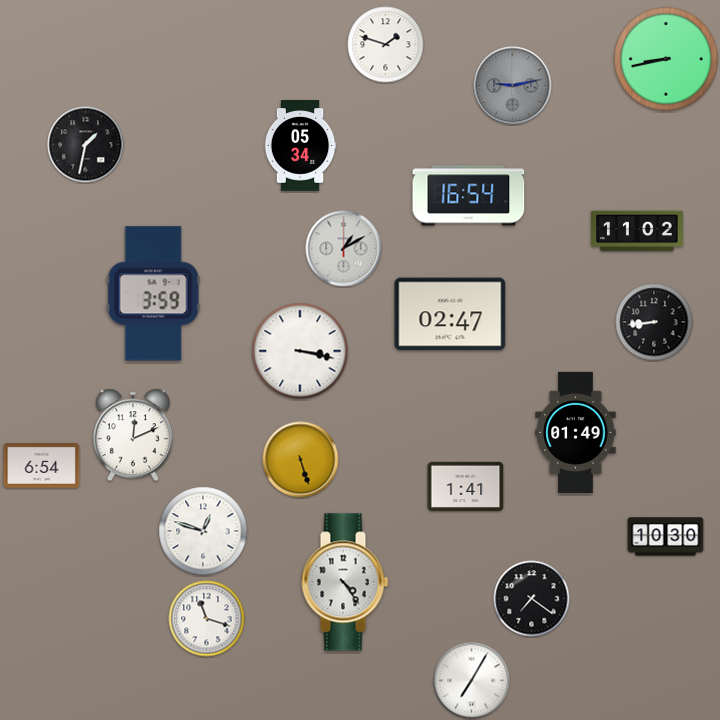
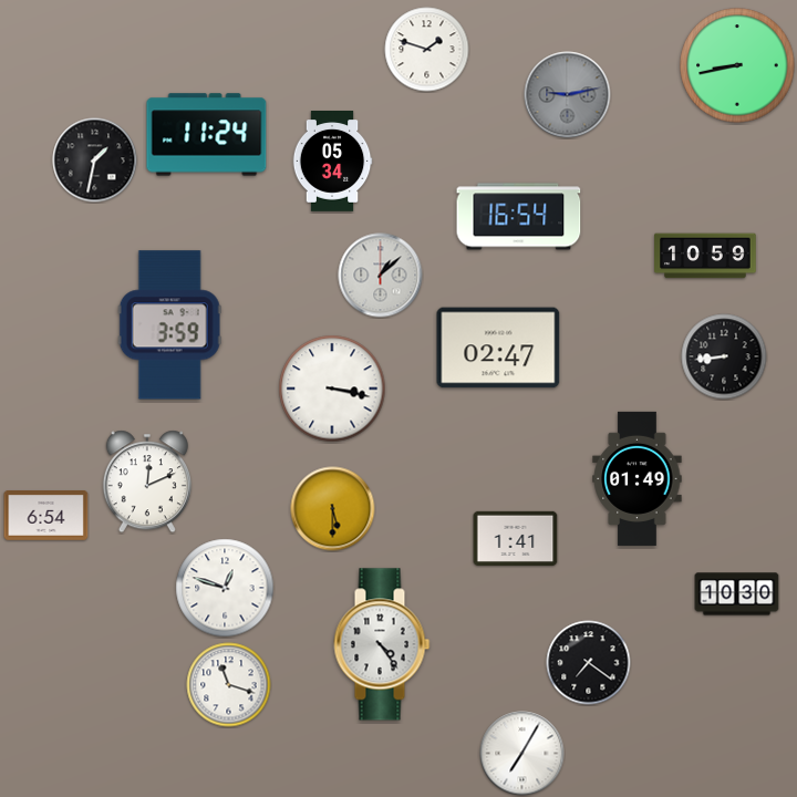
clock at (207, 135): none -> 11:24
clock at (637, 231): 11:02 -> 10:59
clock at (344, 249): 1:10 -> 1:08
clock at (301, 460): 5:27 -> 5:30
